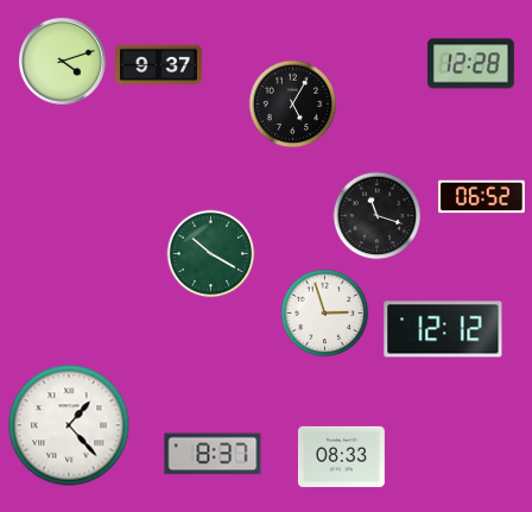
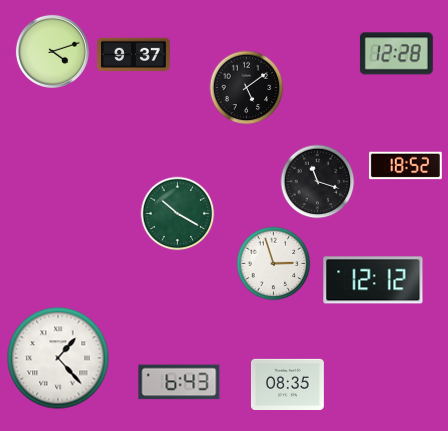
clock at (293, 105): 5:05 -> 5:09
clock at (481, 197): 06:52 -> 18:52
clock at (443, 329) position: (443, 329) -> (373, 280)
clock at (213, 454): 8:37 -> 6:43
clock at (342, 456): 08:33 -> 08:35
